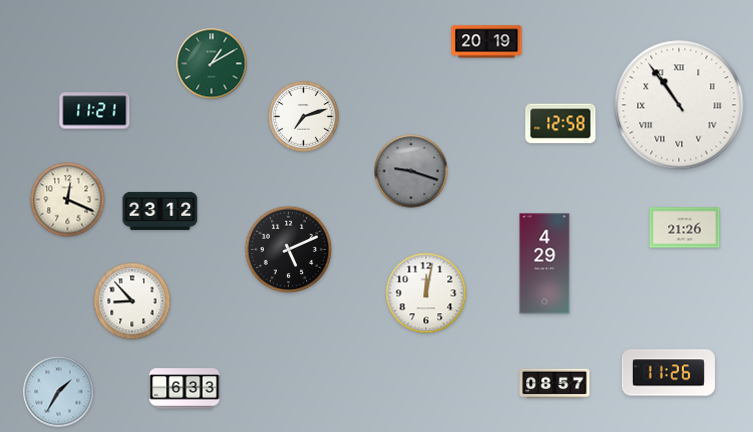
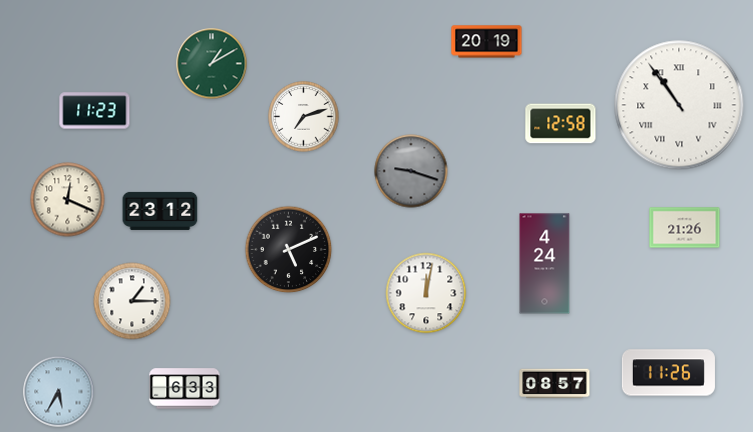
clock at (95, 111): 11:21 -> 11:23
clock at (545, 264): 4:29 -> 4:24
clock at (132, 301): 8:53 -> 1:15
clock at (59, 392): 1:35 -> 5:35
